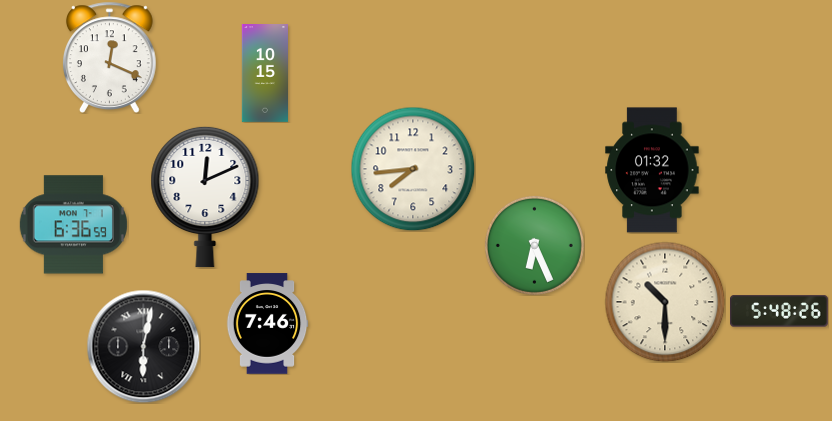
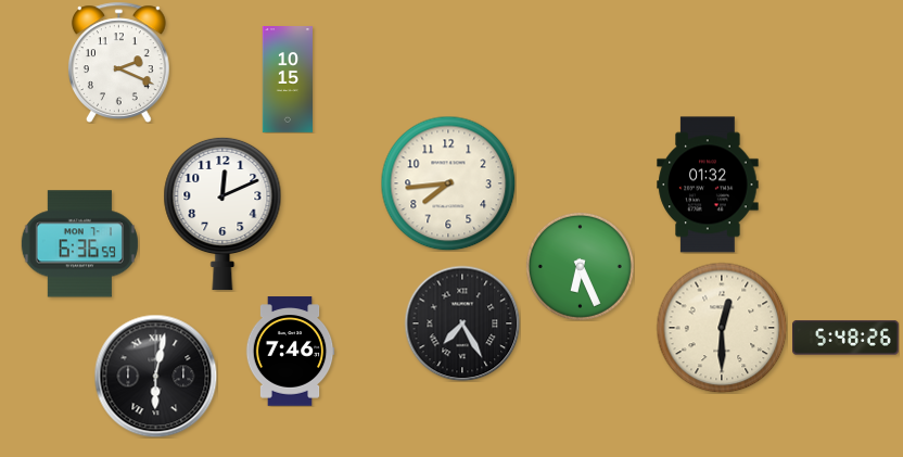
clock at (109, 57): 12:19 -> 2:19
clock at (462, 323): none -> 7:25
clock at (665, 302): 10:30 -> 12:30
